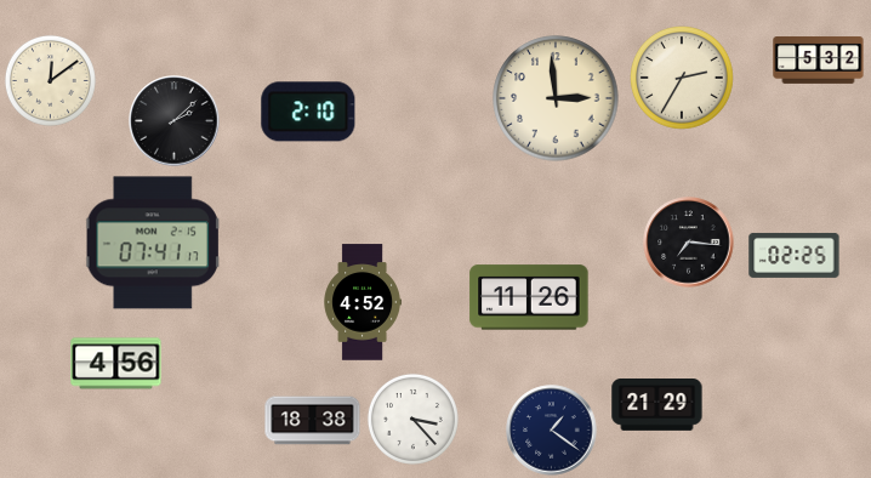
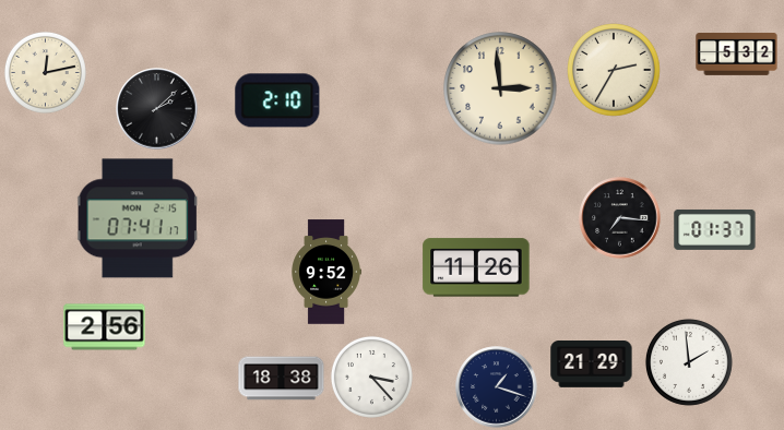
clock at (50, 80): 12:09 -> 12:13
clock at (795, 255): 02:25 -> 01:37
clock at (362, 302): 4:52 -> 9:52
clock at (116, 364): 4:56 -> 2:56
clock at (689, 362): none -> 1:59
clock at (552, 431): 1:21 -> 1:18
